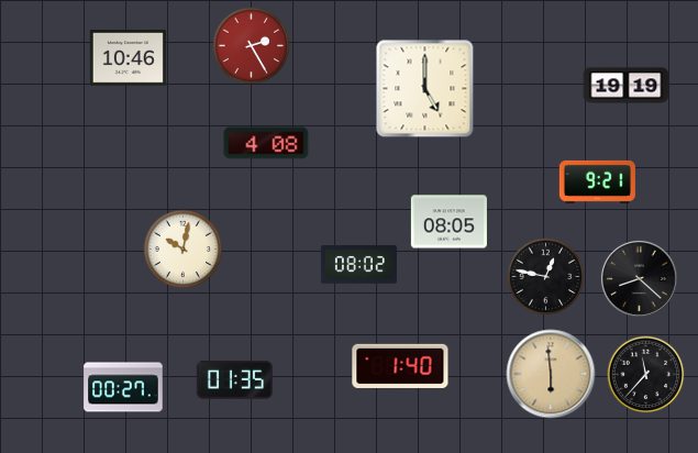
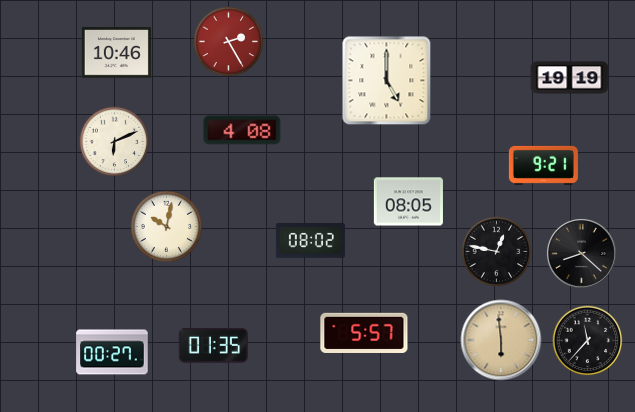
clock at (115, 142): none -> 6:11
clock at (358, 265) position: (358, 265) -> (310, 241)
clock at (400, 366): 1:40 -> 5:57
